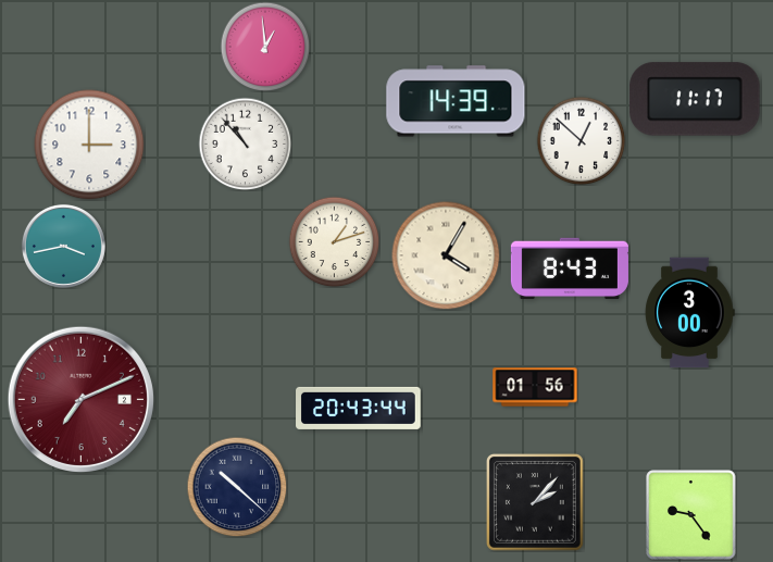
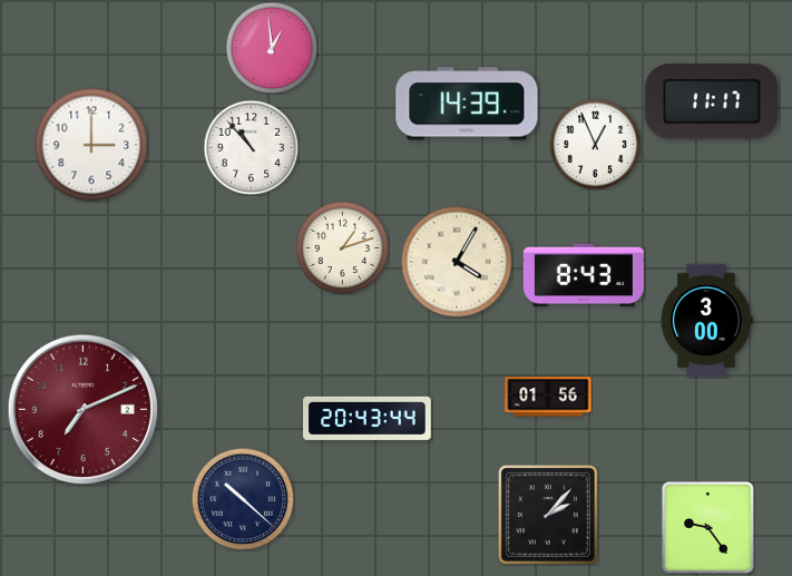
clock at (581, 140): 12:52 -> 12:56
clock at (89, 145) position: (89, 145) -> (91, 145)
clock at (63, 246): 3:43 -> none
